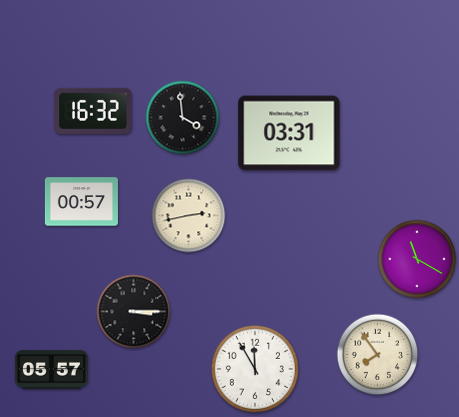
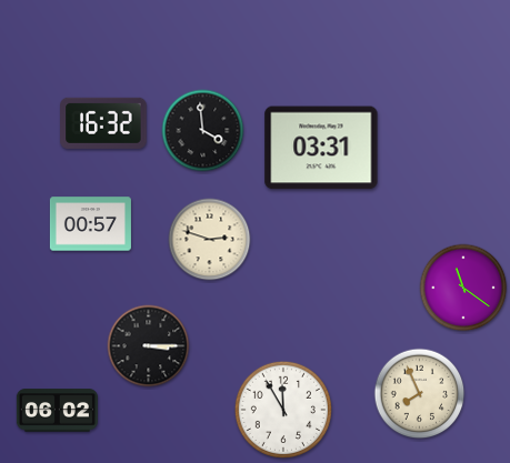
clock at (189, 216): 2:43 -> 2:48
clock at (417, 259): 11:20 -> 11:21
clock at (378, 355): 7:54 -> 7:56
clock at (51, 370): 05:57 -> 06:02
